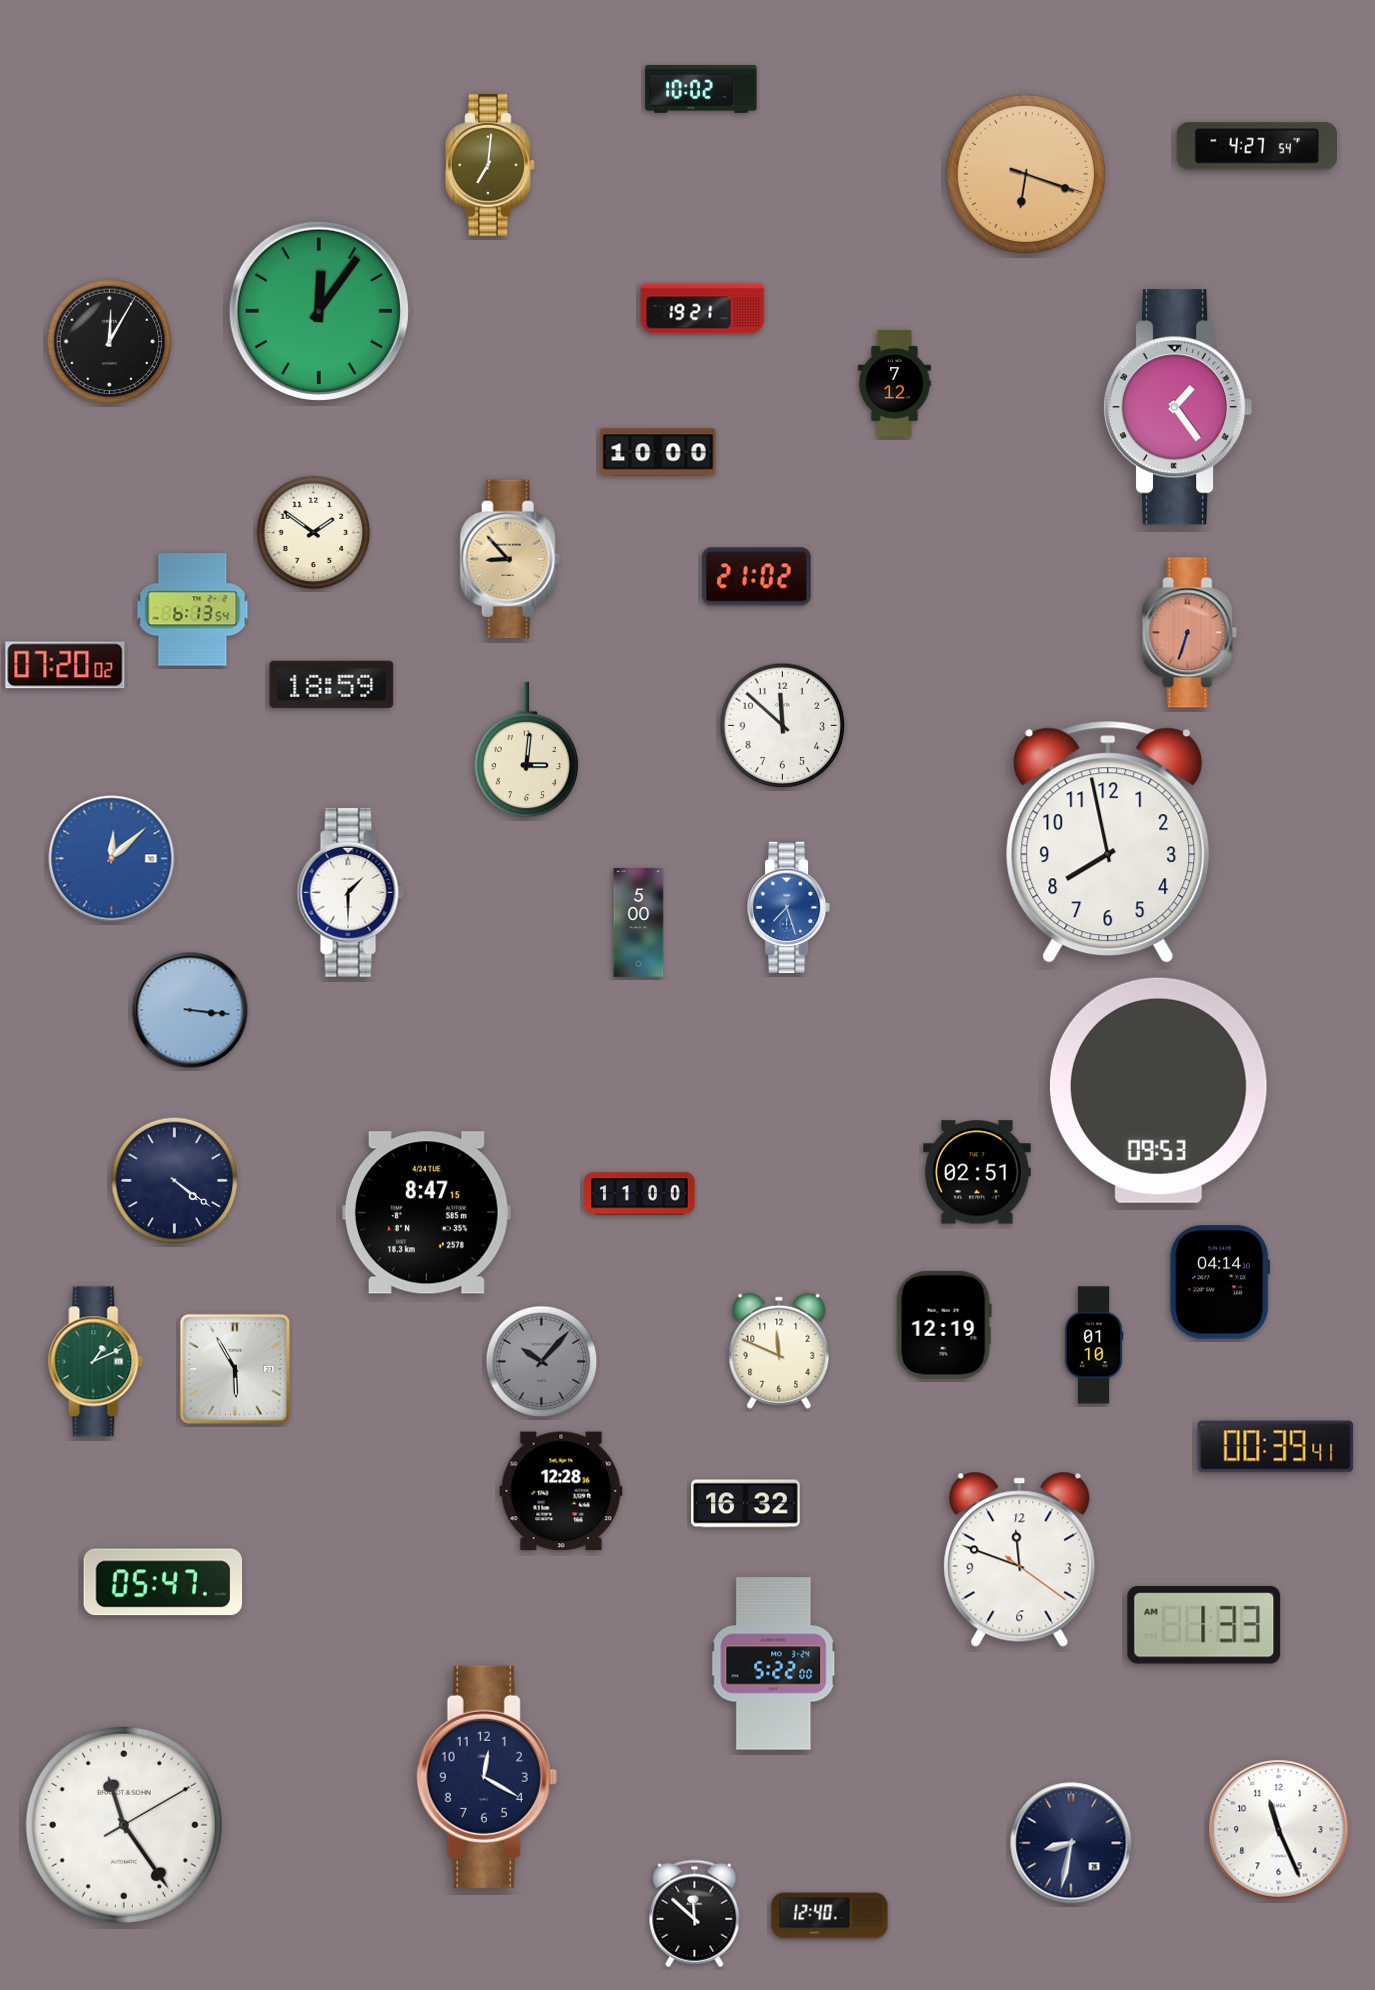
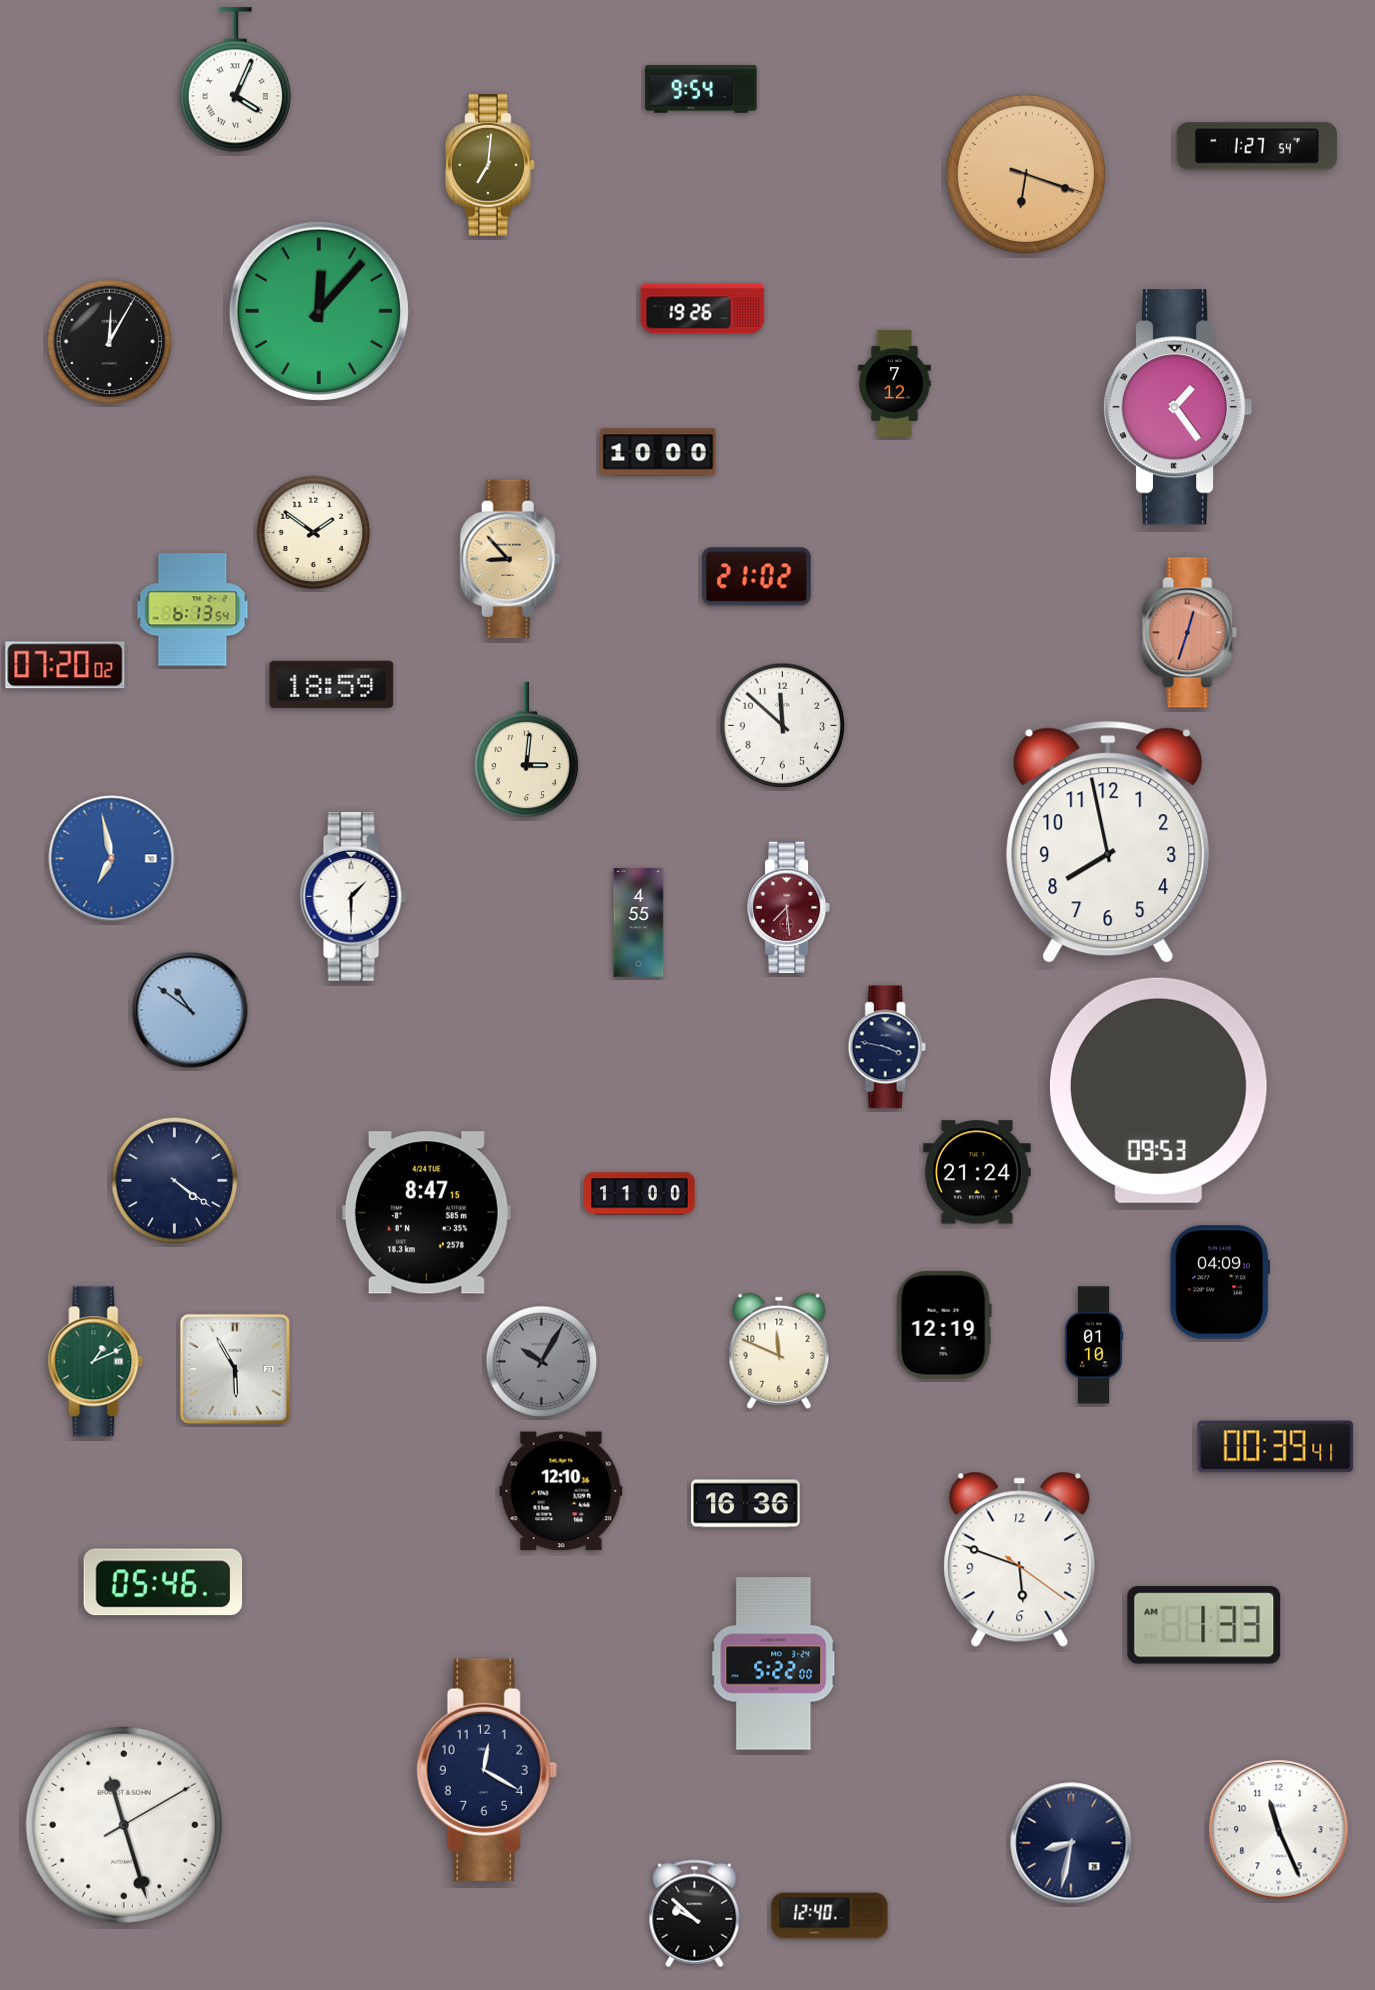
clock at (235, 80): none -> 4:04
clock at (701, 89): 10:02 -> 9:54
clock at (1256, 146): 4:27 -> 1:27
clock at (703, 309): 19:21 -> 19:26
clock at (319, 311): 12:06 -> 12:07
clock at (1190, 633): 6:33 -> 12:33
clock at (112, 859): 12:08 -> 6:58
clock at (350, 892) position: (350, 892) -> (353, 896)
clock at (790, 907): 7:27 -> 7:29
clock at (790, 907) dial: blue -> burgundy
clock at (639, 923): 5:00 -> 4:55
clock at (190, 1010): 3:16 -> 10:51
clock at (887, 1047): none -> 3:47
clock at (977, 1172): 02:51 -> 21:24
clock at (1219, 1282): 04:14 -> 04:09
clock at (542, 1362): 10:07 -> 10:05
clock at (561, 1491): 12:28 -> 12:10
clock at (746, 1504): 16:32 -> 16:36
clock at (1020, 1559): 11:48 -> 5:48
clock at (163, 1582): 05:47 -> 05:46
clock at (487, 1777) position: (487, 1777) -> (487, 1770)
clock at (124, 1825): 11:24 -> 11:27
clock at (695, 1914): 11:52 -> 9:52
